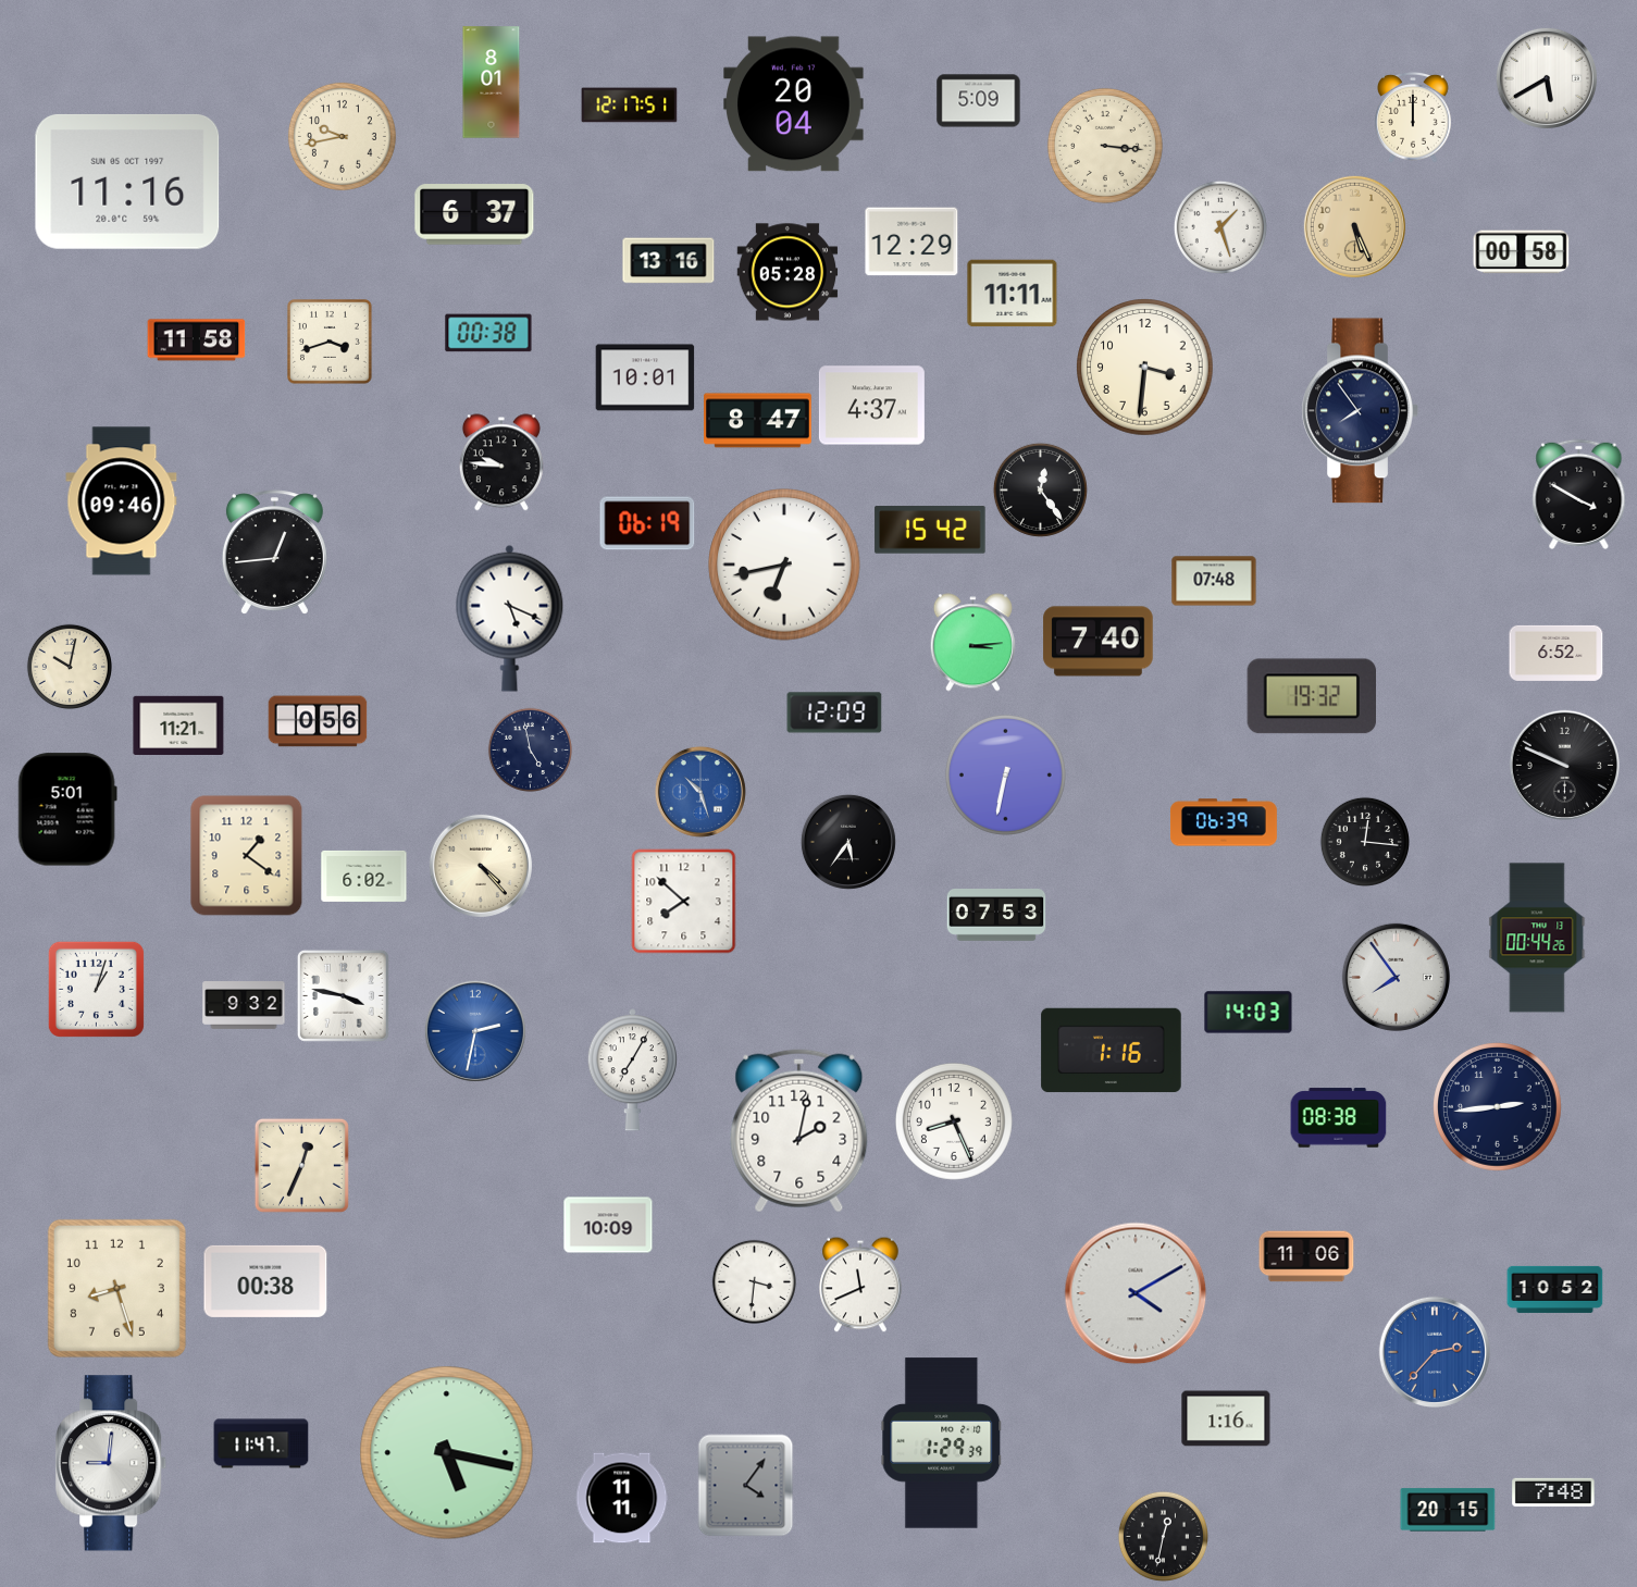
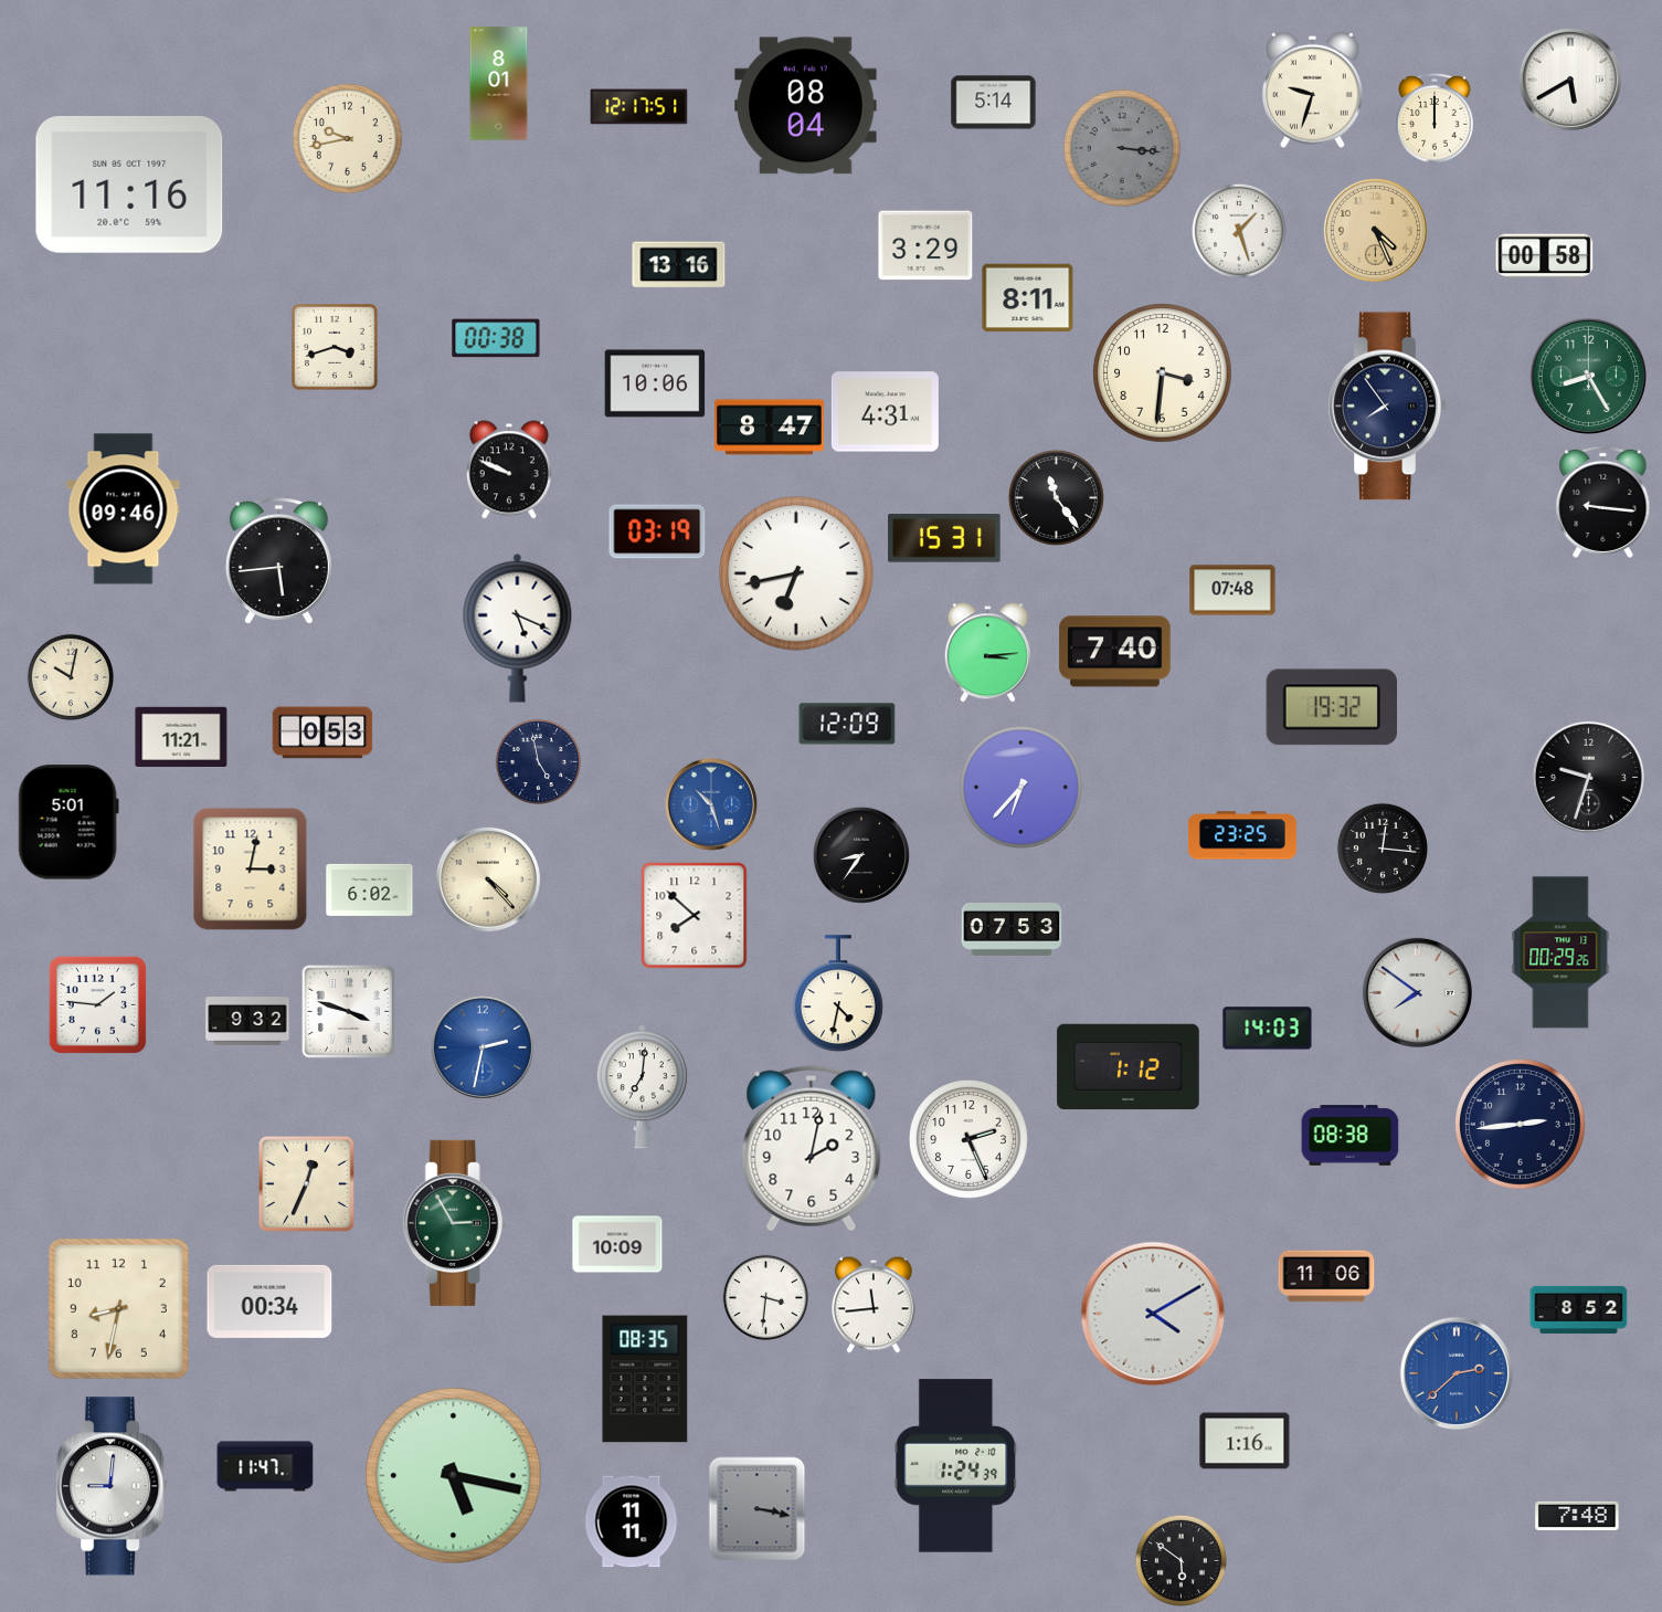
clock at (1312, 89): none -> 9:33
clock at (979, 101): 5:09 -> 5:14
clock at (794, 104): 20:04 -> 08:04
clock at (1105, 146) dial: cream -> grey
clock at (474, 214): 6:37 -> none
clock at (1354, 226): 5:26 -> 4:26
clock at (911, 241): 12:29 -> 3:29
clock at (788, 272): 05:28 -> none
clock at (1013, 294): 11:11 -> 8:11
clock at (197, 340): 11:58 -> none
clock at (1588, 376): none -> 8:25
clock at (645, 377): 10:01 -> 10:06
clock at (871, 406): 4:37 -> 4:31
clock at (1360, 411) position: (1360, 411) -> (1387, 407)
clock at (501, 462): 9:46 -> 9:49
clock at (1040, 489): 12:24 -> 11:24
clock at (1579, 494): 3:50 -> 9:16
clock at (647, 523): 06:19 -> 03:19
clock at (930, 530): 15:42 -> 15:31
clock at (274, 553): 12:44 -> 5:44
clock at (1557, 653): 6:52 -> none
clock at (318, 721): 0:56 -> 0:53
clock at (1564, 765): 9:49 -> 9:33
clock at (1005, 774): 6:32 -> 6:37
clock at (1224, 822): 06:39 -> 23:25
clock at (848, 842): 5:36 -> 8:36
clock at (1365, 842) position: (1365, 842) -> (1383, 849)
clock at (247, 856): 1:21 -> 3:02
clock at (1537, 938): 00:44 -> 00:29
clock at (1396, 977): 7:54 -> 7:51
clock at (838, 994): none -> 4:32
clock at (96, 989): 1:03 -> 1:46
clock at (343, 995): 3:47 -> 3:48
clock at (1112, 1051): 1:16 -> 1:12
clock at (632, 1070): 7:05 -> 7:01
clock at (1339, 1118) position: (1339, 1118) -> (1351, 1136)
clock at (954, 1121): 8:26 -> 2:26
clock at (455, 1223): none -> 2:55
clock at (265, 1281): 00:38 -> 00:34
clock at (754, 1281) position: (754, 1281) -> (765, 1297)
clock at (860, 1285): 11:41 -> 11:44
clock at (116, 1288): 8:27 -> 8:32
clock at (1555, 1289): 10:52 -> 8:52
clock at (1434, 1351): 2:37 -> 2:38
clock at (645, 1379): none -> 08:35
clock at (942, 1443): 1:29 -> 1:24
clock at (746, 1486): 4:06 -> 3:17
clock at (1448, 1510): 20:15 -> none
clock at (1163, 1536): 12:32 -> 5:51
